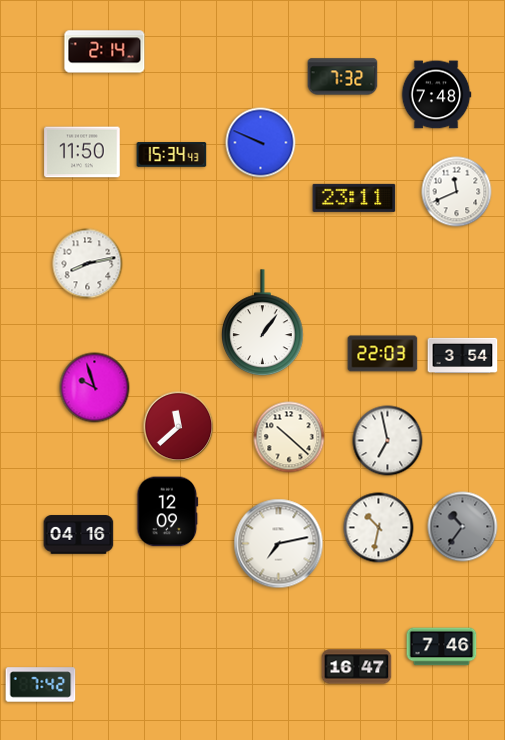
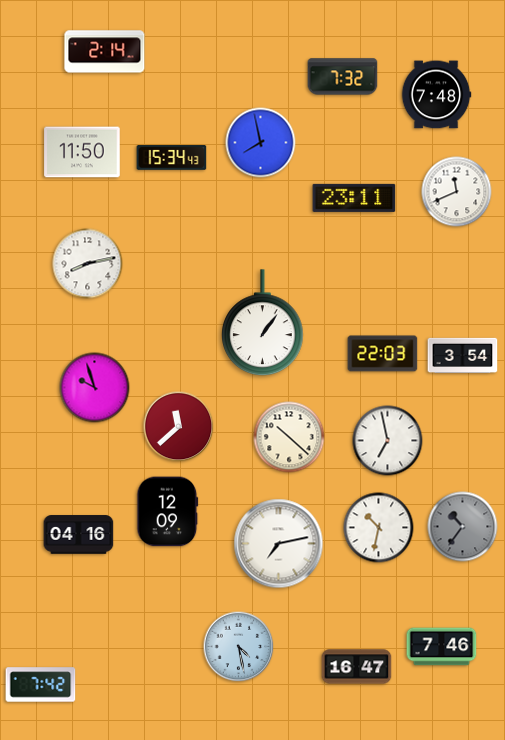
clock at (261, 143): 9:49 -> 7:58
clock at (172, 155) position: (172, 155) -> (172, 158)
clock at (239, 647): none -> 4:28
